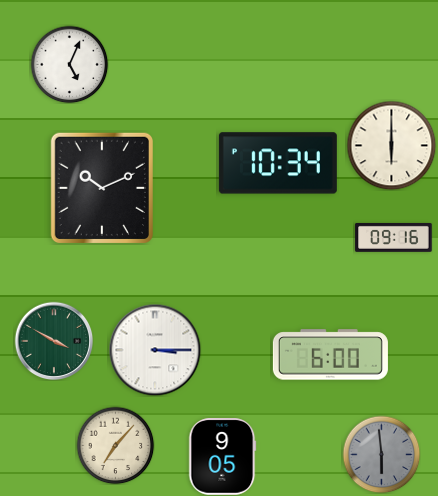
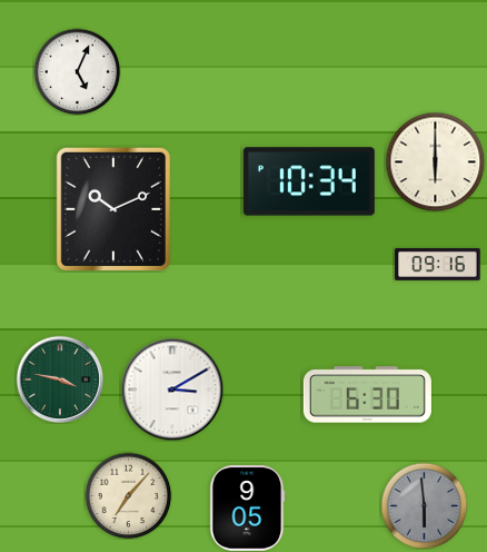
clock at (54, 341): 3:50 -> 3:47
clock at (155, 350): 3:15 -> 3:10
clock at (330, 355): 6:00 -> 6:30
